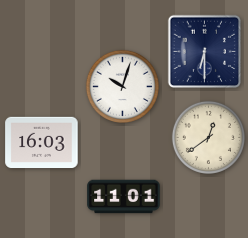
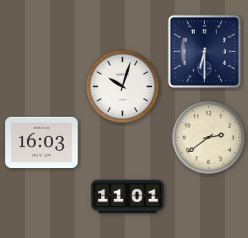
clock at (208, 137): 12:39 -> 2:39
clock at (124, 197) position: (124, 197) -> (128, 197)
